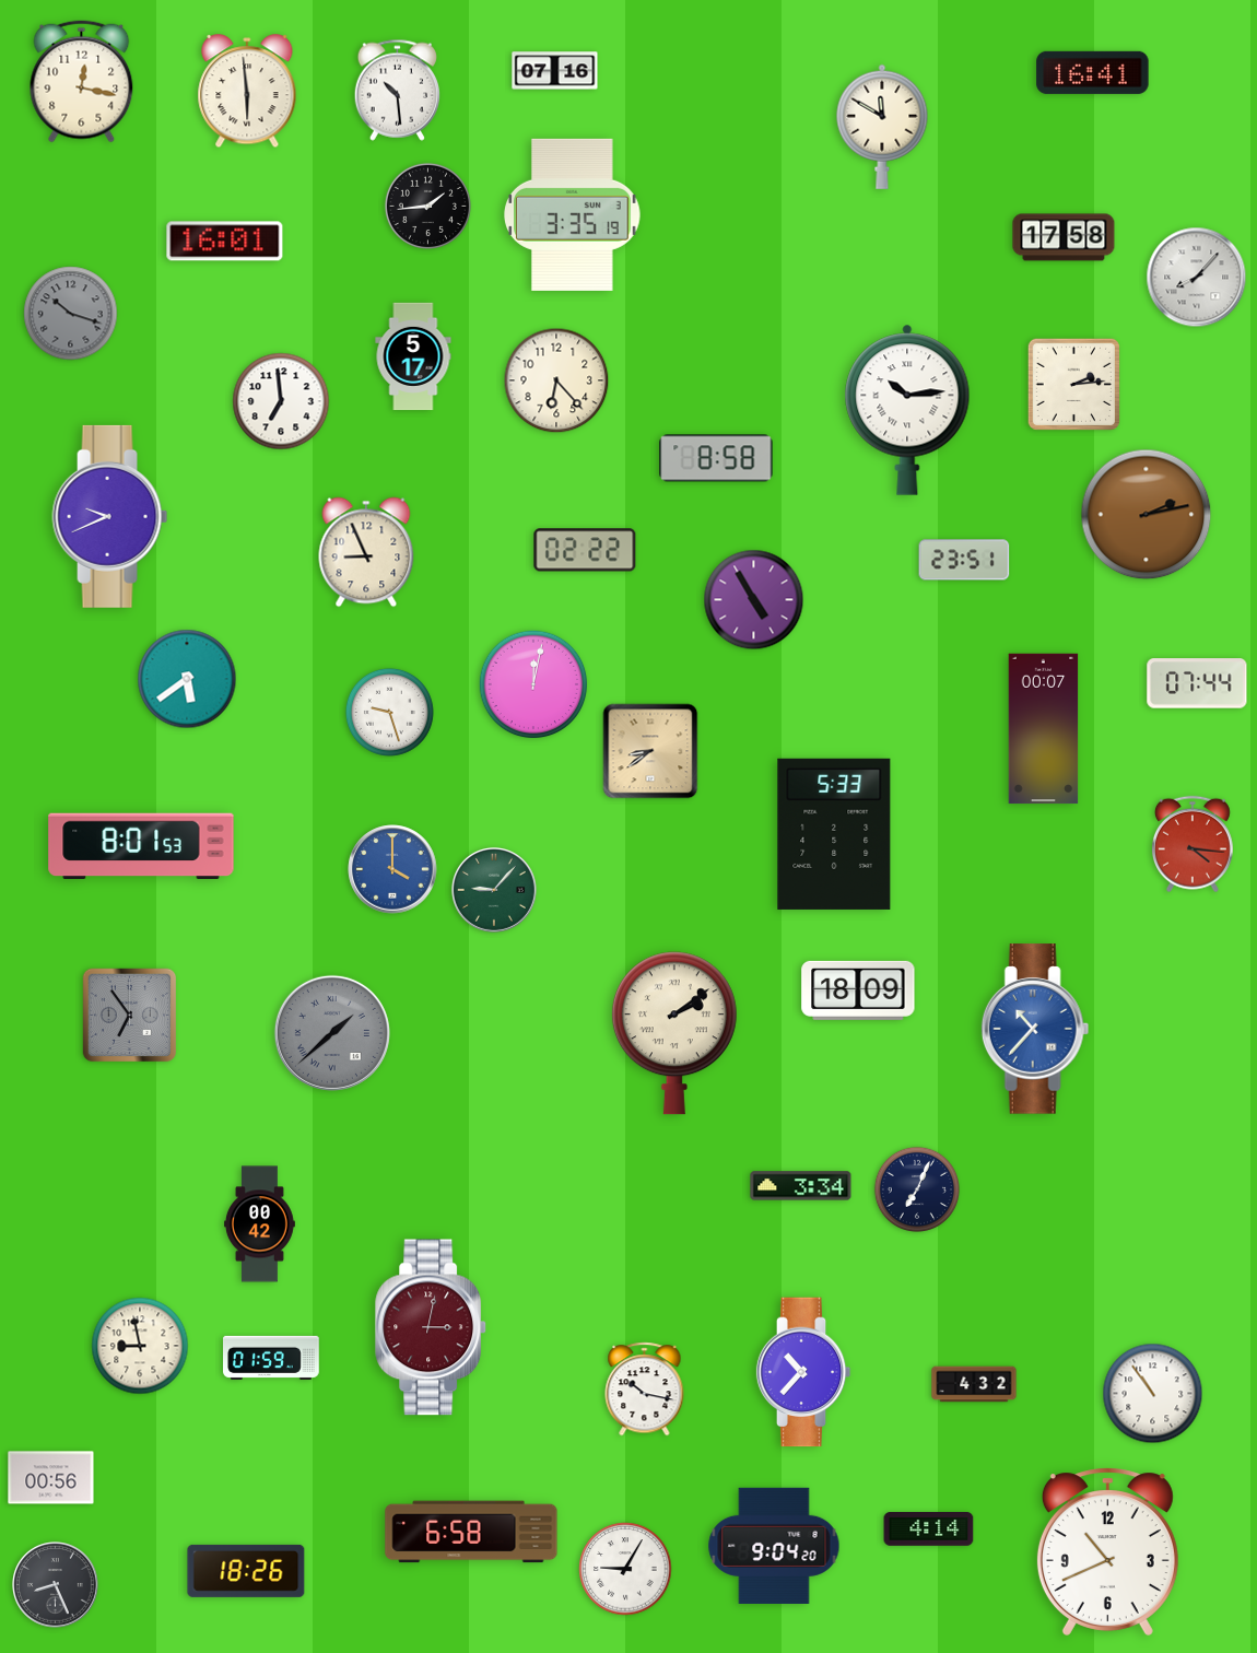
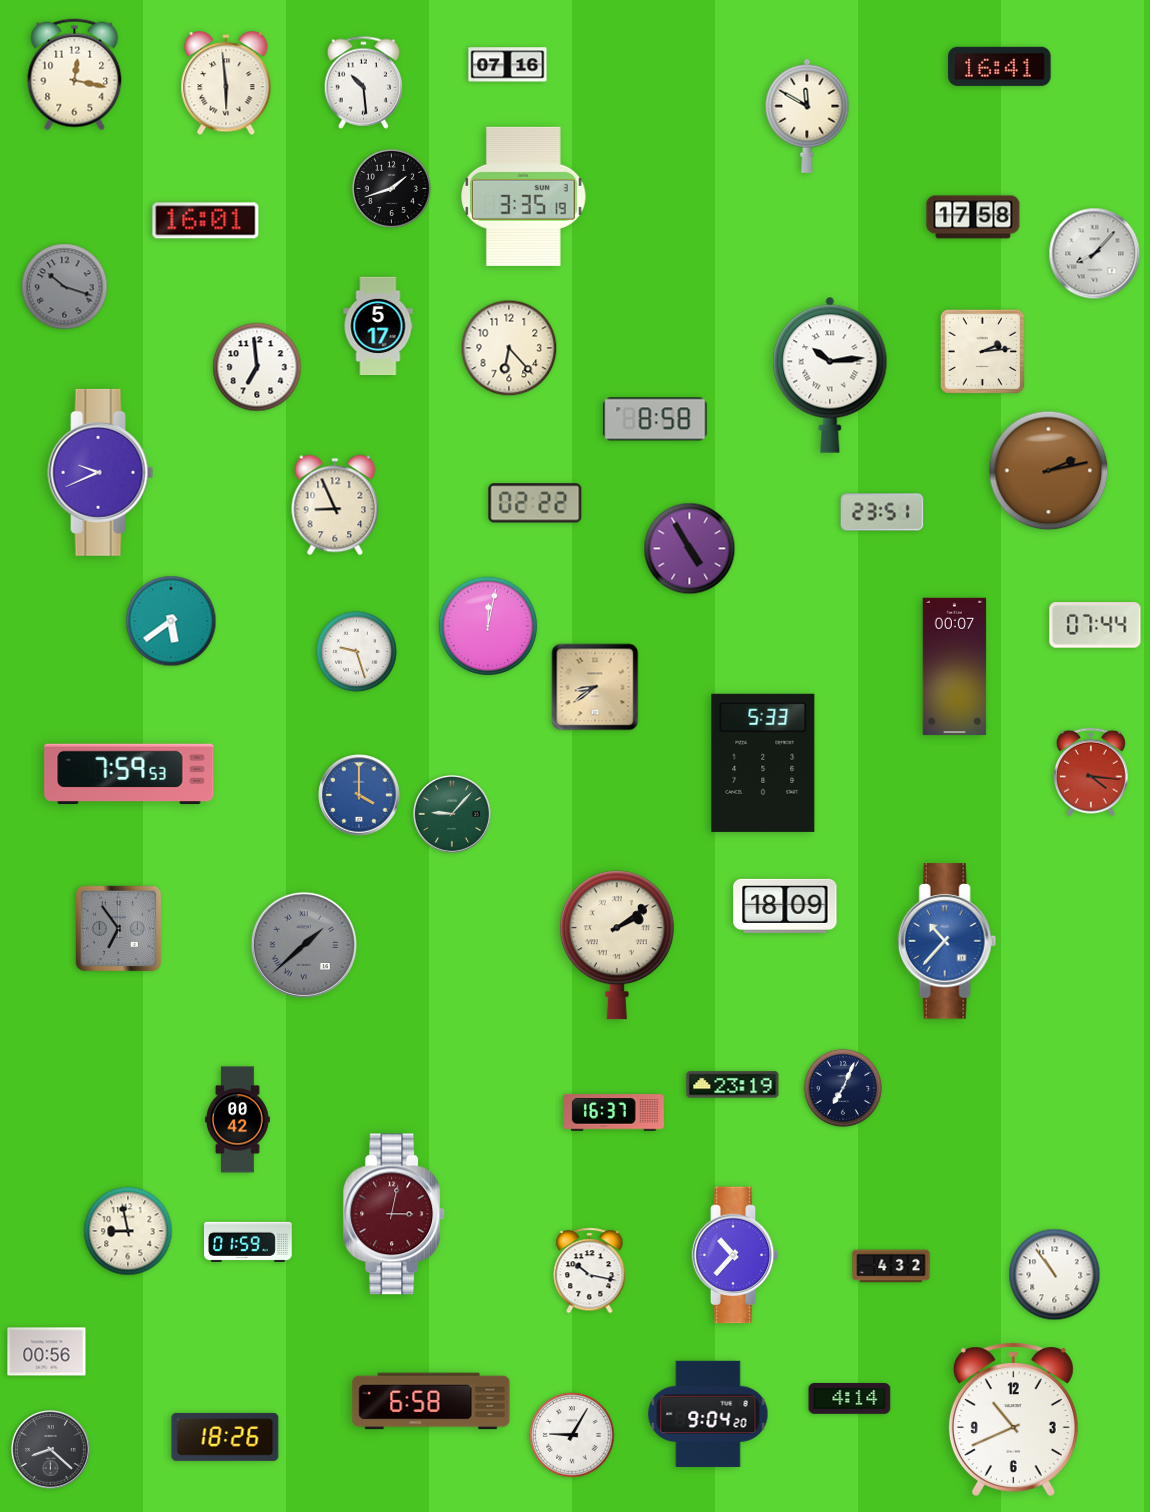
clock at (427, 206): 1:44 -> 1:42
clock at (141, 846): 8:01 -> 7:59
clock at (801, 1186): 3:34 -> 23:19
clock at (916, 1188) position: (916, 1188) -> (842, 1087)
clock at (614, 1113): none -> 16:37
clock at (56, 1585): 8:26 -> 8:22
